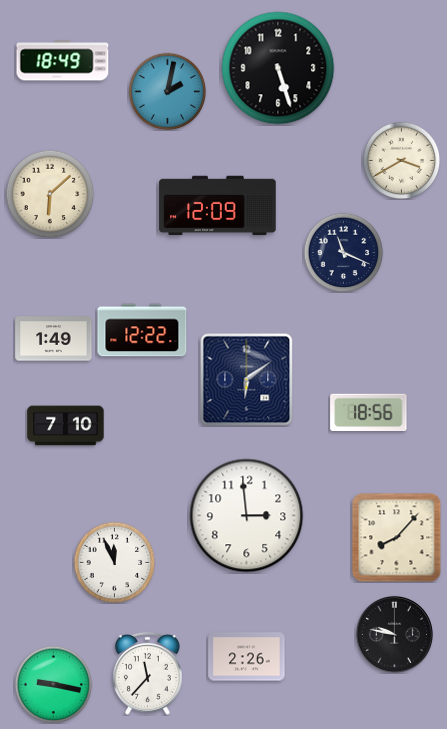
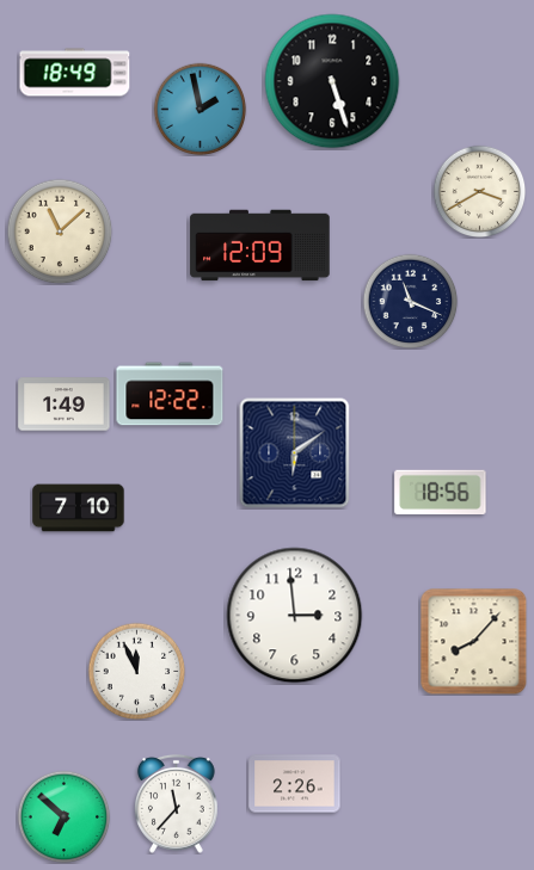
clock at (167, 91): 2:02 -> 1:58
clock at (50, 194): 6:08 -> 11:08
clock at (394, 634): 9:47 -> none
clock at (53, 684): 9:17 -> 6:52
